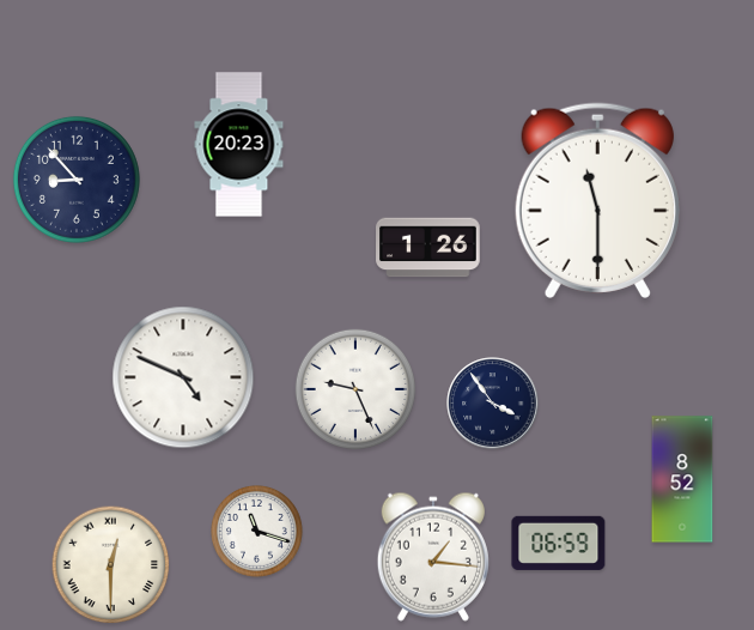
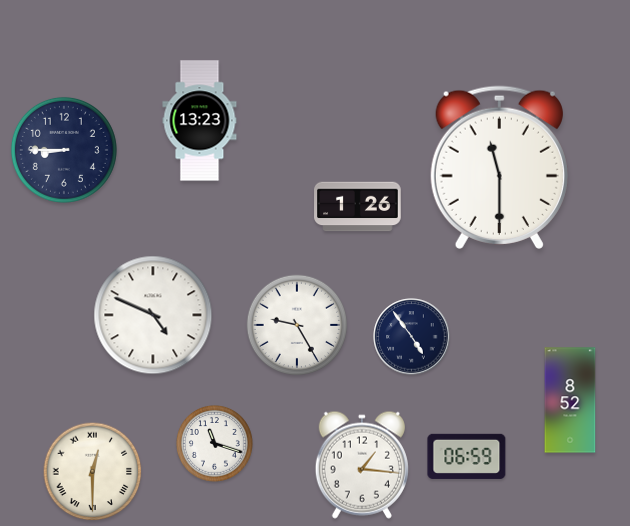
clock at (239, 145): 20:23 -> 13:23
clock at (77, 180): 8:53 -> 8:45
clock at (355, 389): 9:26 -> 9:25
clock at (493, 404): 3:54 -> 4:54
clock at (559, 543) position: (559, 543) -> (467, 456)
